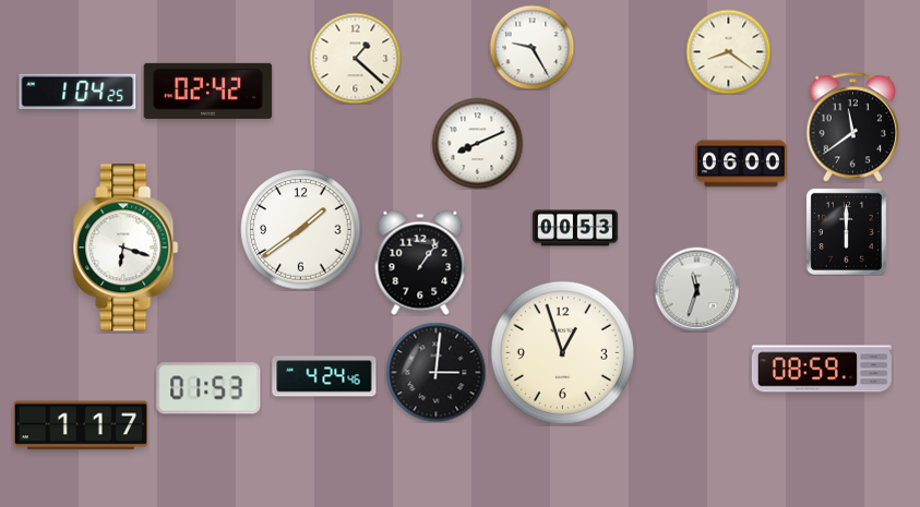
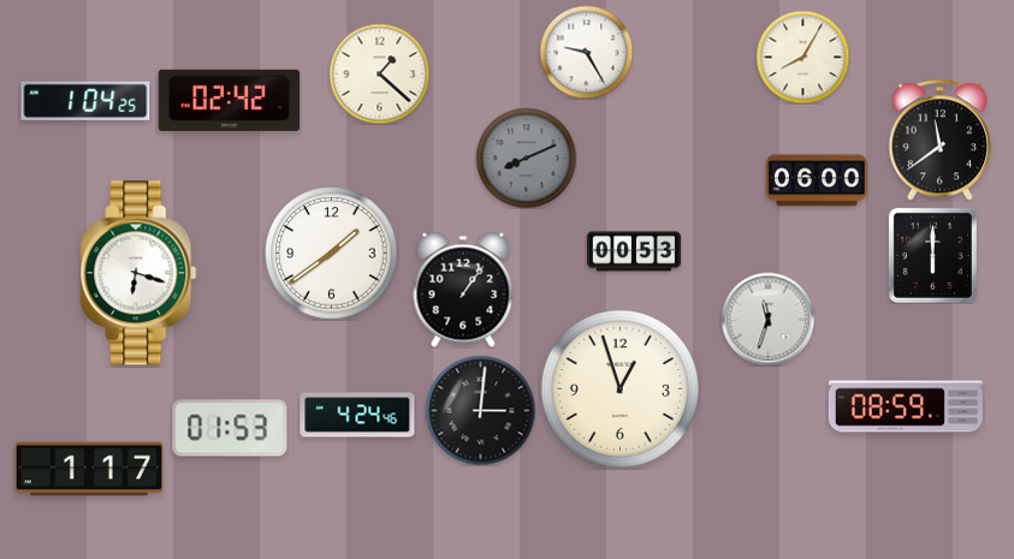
clock at (728, 51): 8:21 -> 8:05
clock at (355, 58) position: (355, 58) -> (379, 73)
clock at (477, 143) dial: white -> grey
